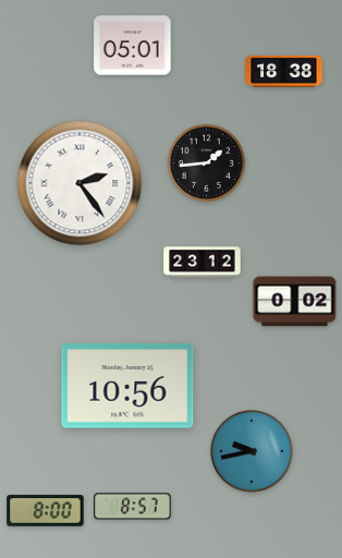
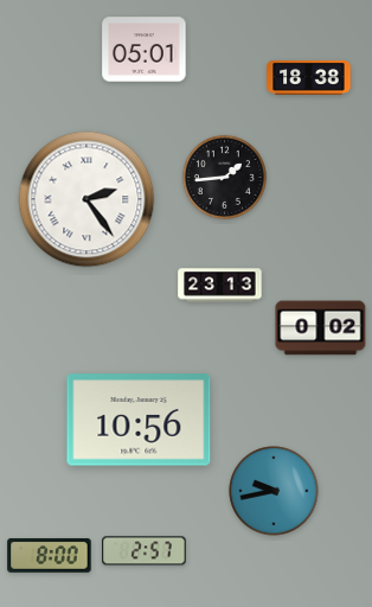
clock at (203, 263): 23:12 -> 23:13
clock at (133, 507): 8:57 -> 2:57
